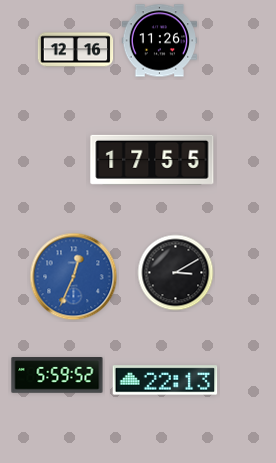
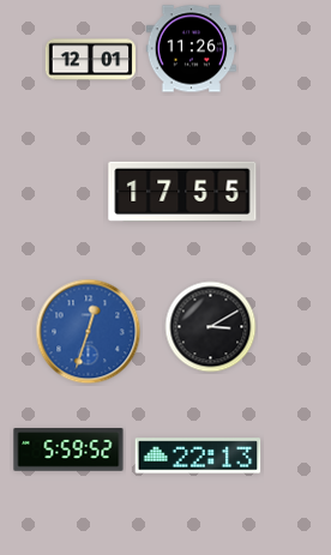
clock at (76, 50): 12:16 -> 12:01
clock at (74, 277): 12:34 -> 12:33
